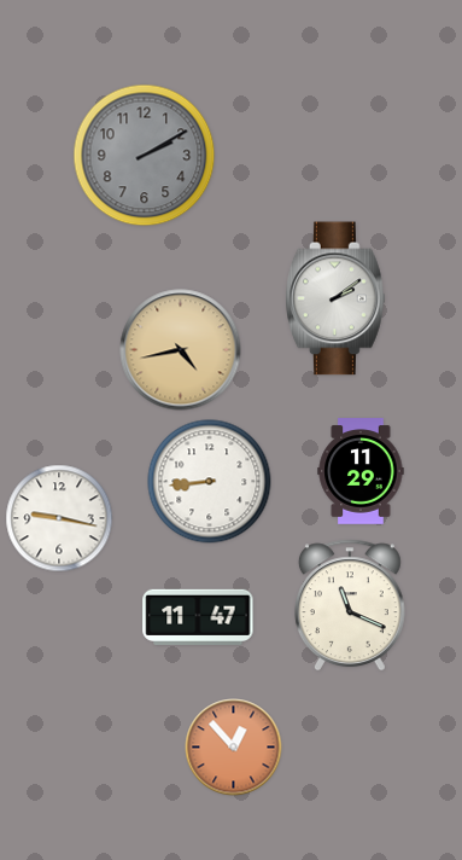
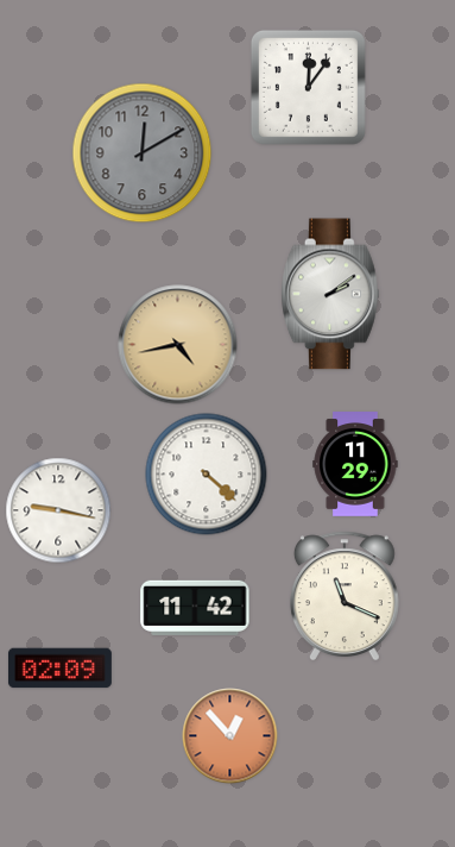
clock at (308, 87): none -> 12:06
clock at (145, 156): 2:10 -> 12:10
clock at (210, 482): 8:44 -> 4:22
clock at (198, 617): 11:47 -> 11:42
clock at (59, 669): none -> 02:09
